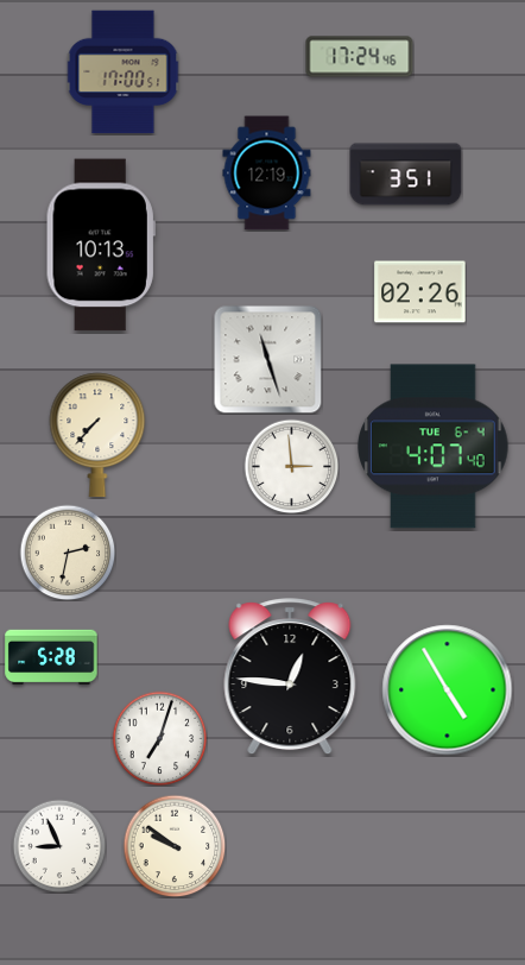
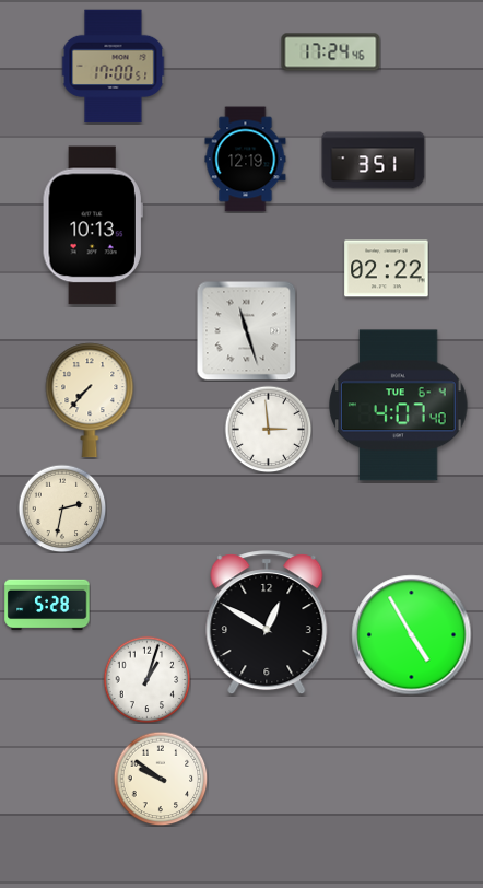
clock at (420, 292): 02:26 -> 02:22
clock at (434, 447) position: (434, 447) -> (399, 406)
clock at (290, 677): 12:46 -> 12:50
clock at (159, 738): 7:03 -> 1:03
clock at (59, 846): 8:56 -> none
